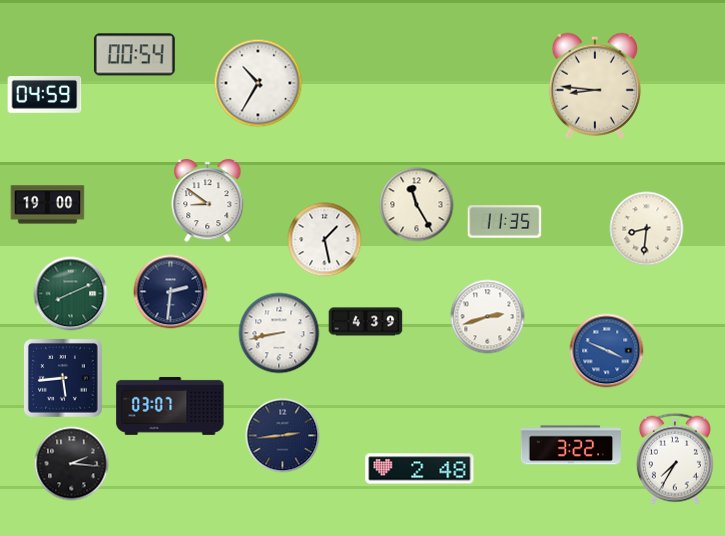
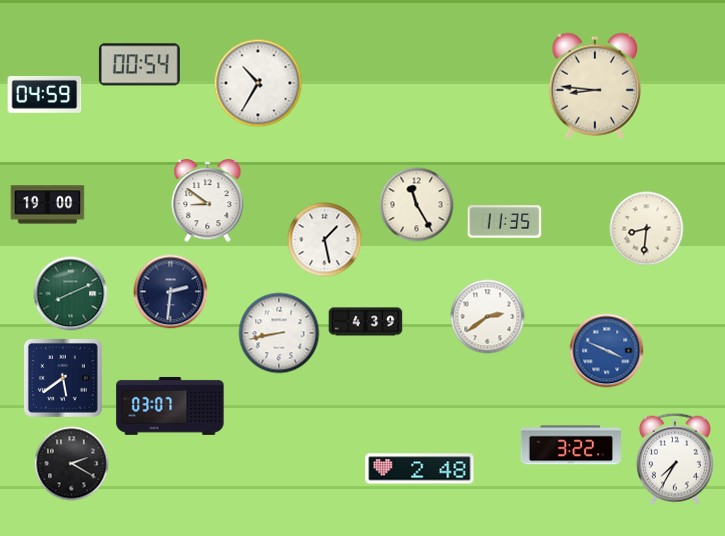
clock at (134, 55) position: (134, 55) -> (139, 65)
clock at (488, 317): 2:42 -> 2:39
clock at (64, 379): 5:44 -> 5:39
clock at (283, 436): 2:44 -> none
clock at (72, 464): 2:16 -> 2:20
